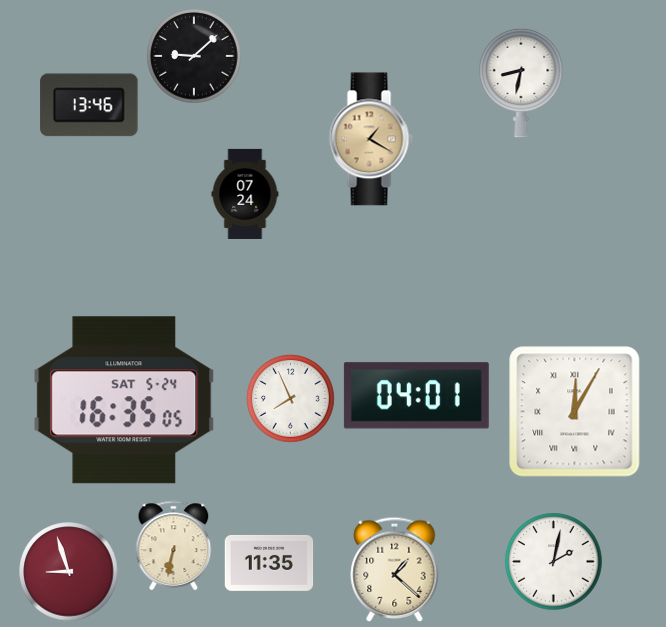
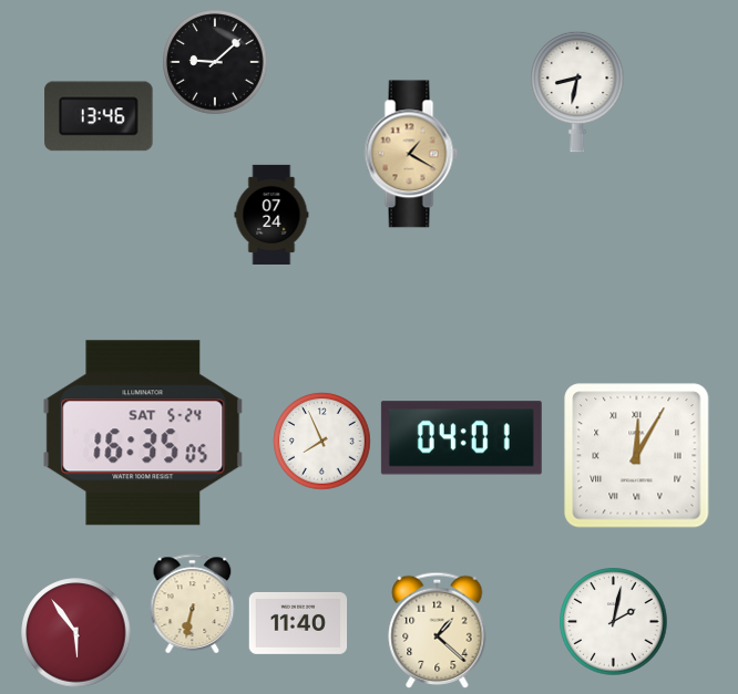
clock at (124, 400) position: (124, 400) -> (143, 433)
clock at (269, 563): 11:35 -> 11:40
clock at (69, 572): 8:57 -> 5:54
